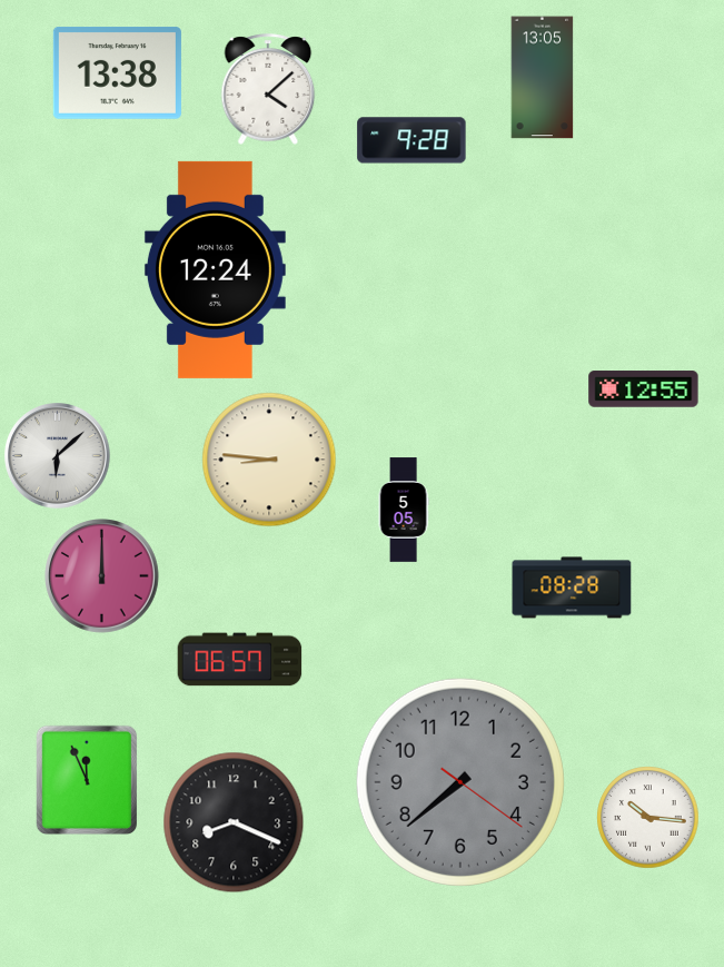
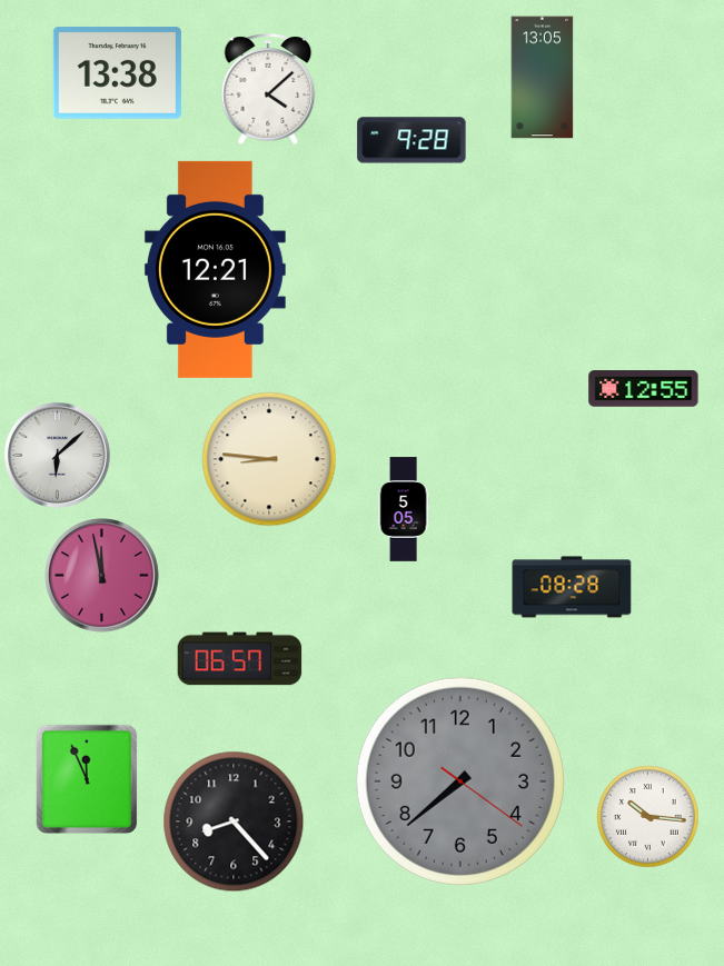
clock at (215, 269): 12:24 -> 12:21
clock at (102, 576): 12:00 -> 11:58
clock at (234, 822): 8:19 -> 8:23
